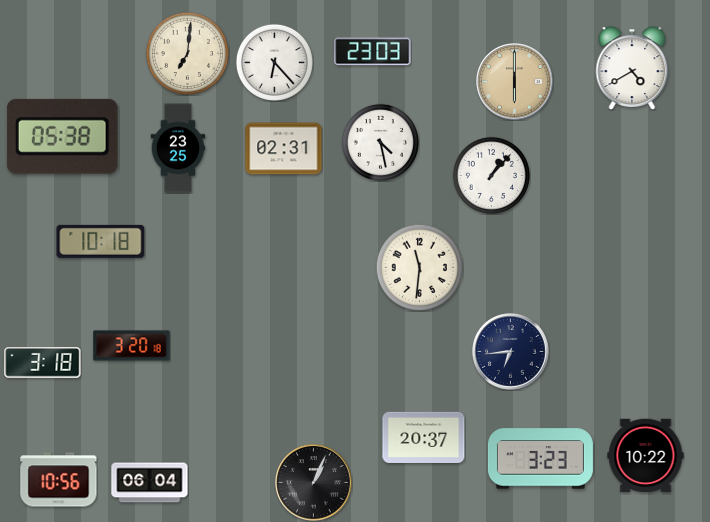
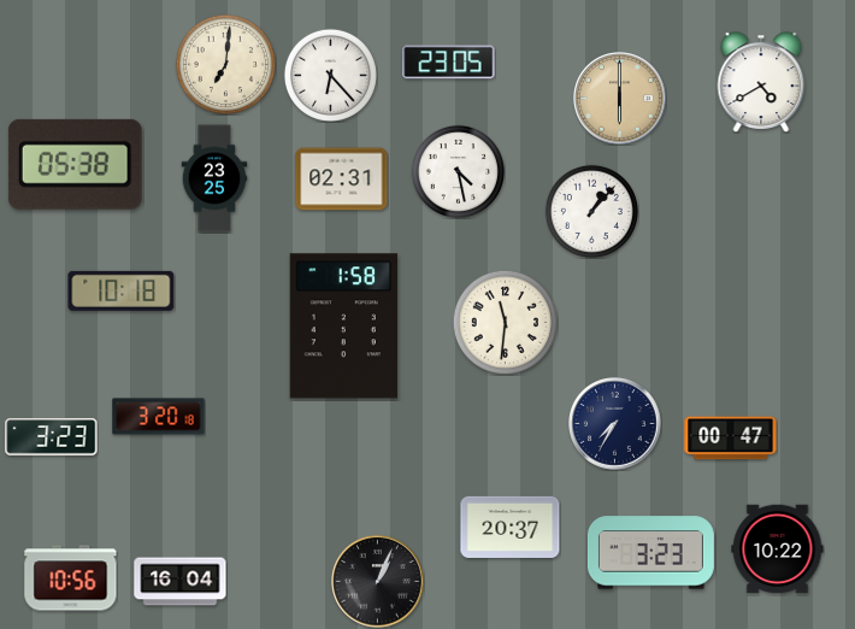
clock at (373, 52): 23:03 -> 23:05
clock at (343, 327): none -> 1:58
clock at (511, 352): 6:44 -> 7:35
clock at (43, 363): 3:18 -> 3:23
clock at (731, 439): none -> 00:47
clock at (150, 483): 06:04 -> 16:04
